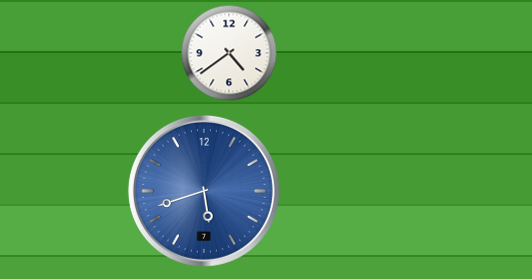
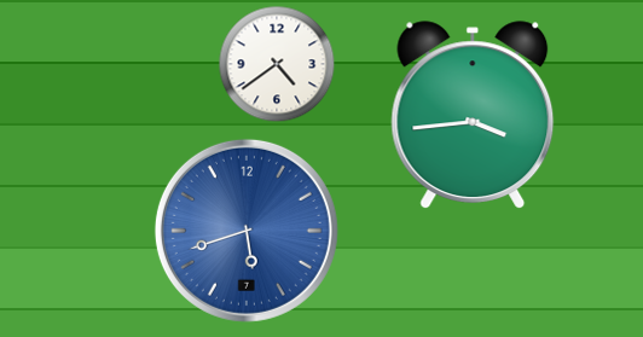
clock at (473, 115): none -> 3:44
